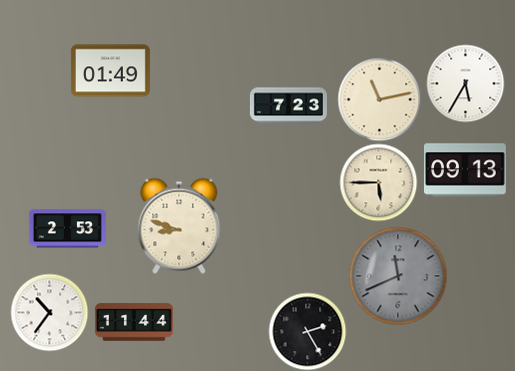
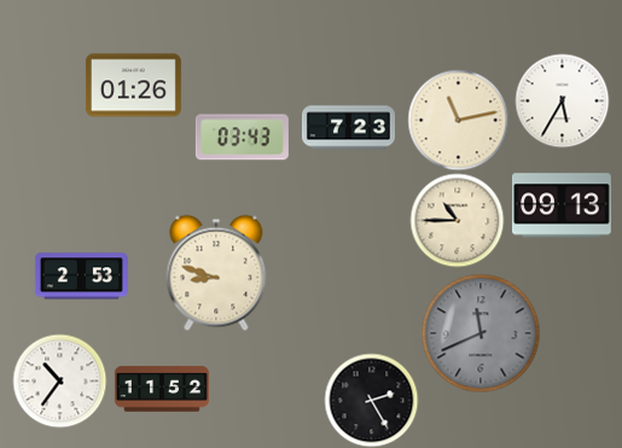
clock at (110, 71): 01:49 -> 01:26
clock at (242, 138): none -> 03:43
clock at (378, 182): 5:45 -> 10:45
clock at (49, 312) position: (49, 312) -> (59, 380)
clock at (134, 322): 11:44 -> 11:52
